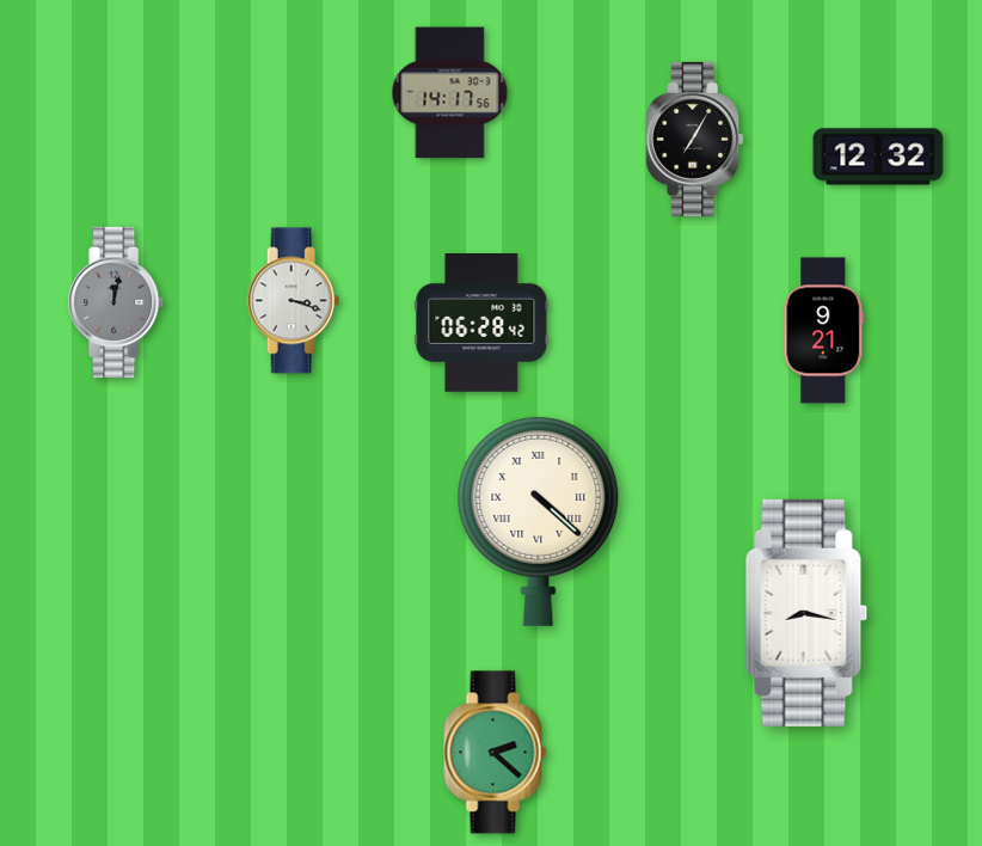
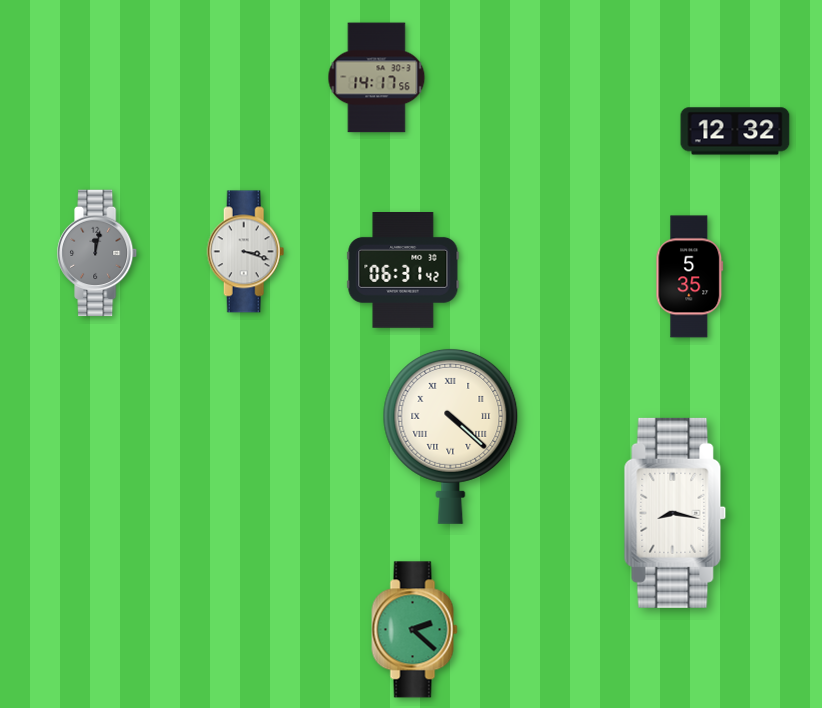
clock at (695, 139): 7:05 -> none
clock at (481, 324): 06:28 -> 06:31
clock at (824, 331): 9:21 -> 5:35
